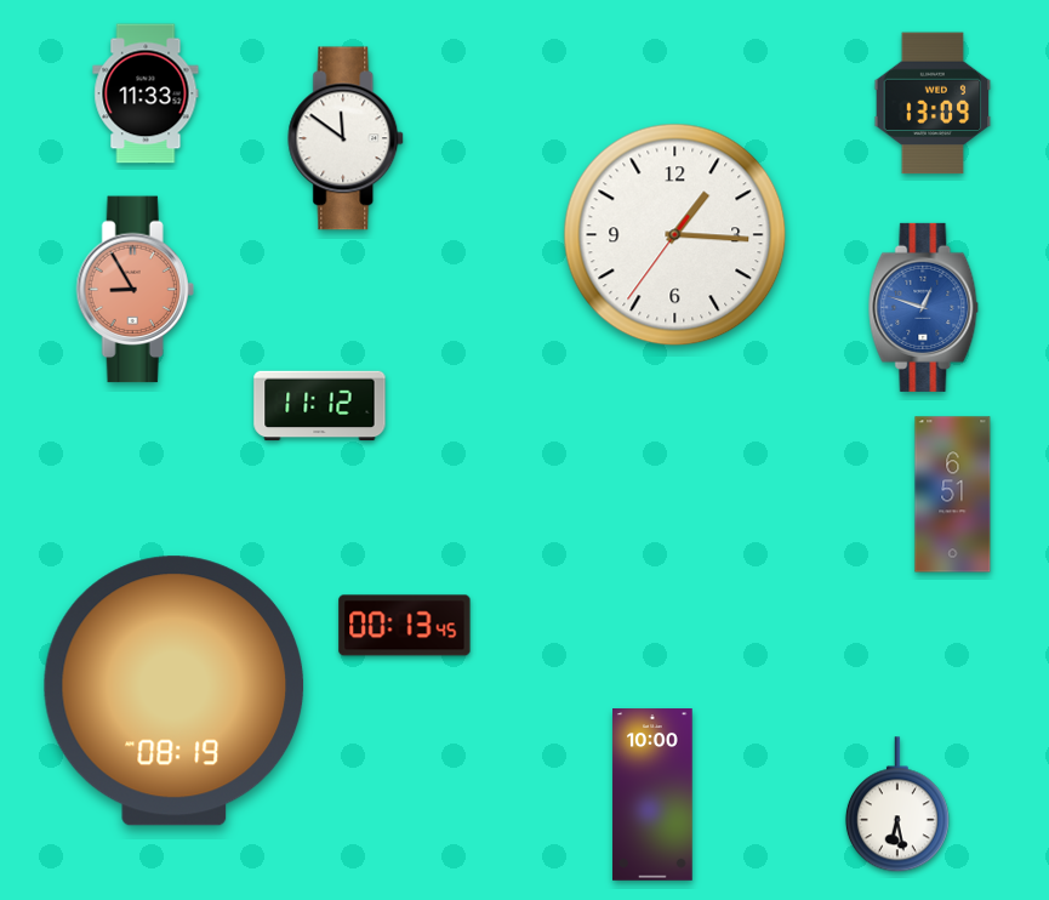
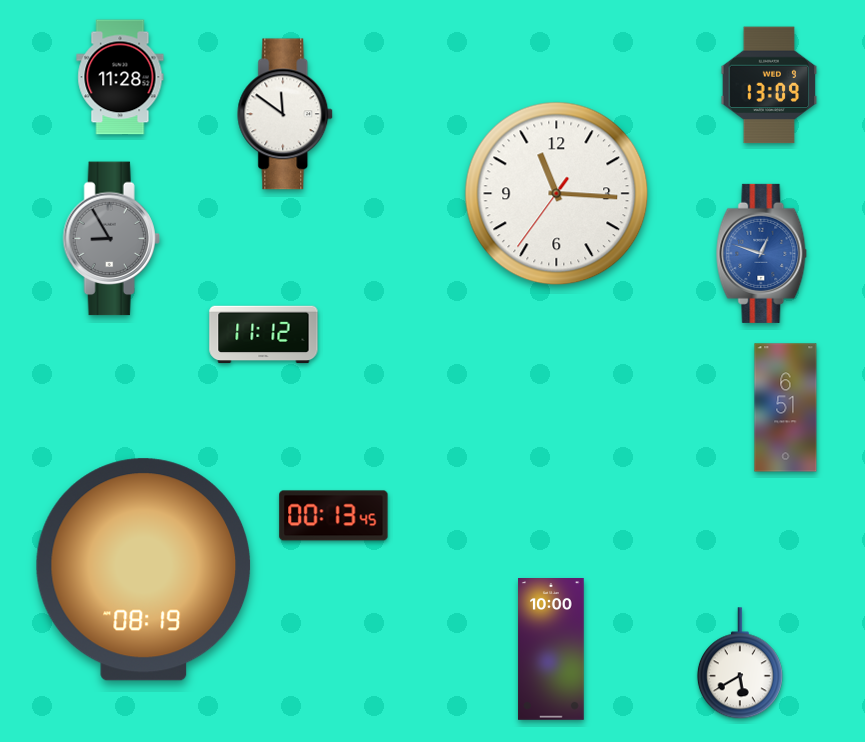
clock at (146, 93): 11:33 -> 11:28
clock at (675, 235): 1:15 -> 11:15
clock at (135, 290) dial: salmon -> grey
clock at (652, 796) position: (652, 796) -> (551, 650)
clock at (897, 805): 6:28 -> 5:40
